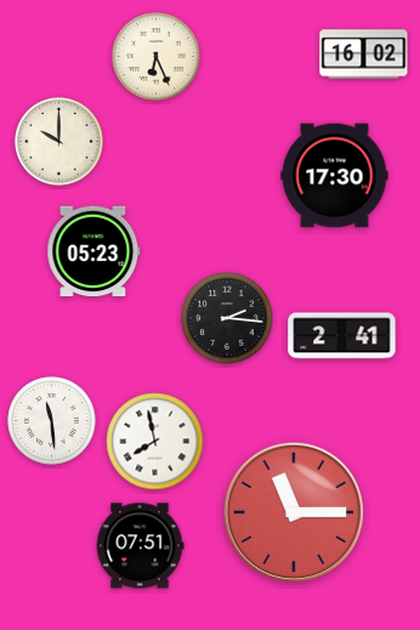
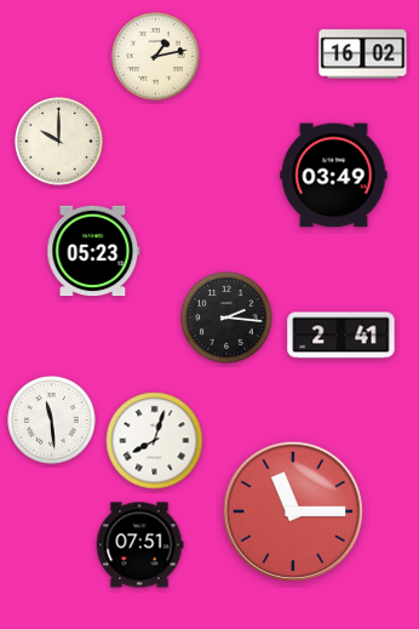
clock at (157, 57): 6:26 -> 1:13
clock at (335, 176): 17:30 -> 03:49
clock at (155, 442): 7:58 -> 8:03
